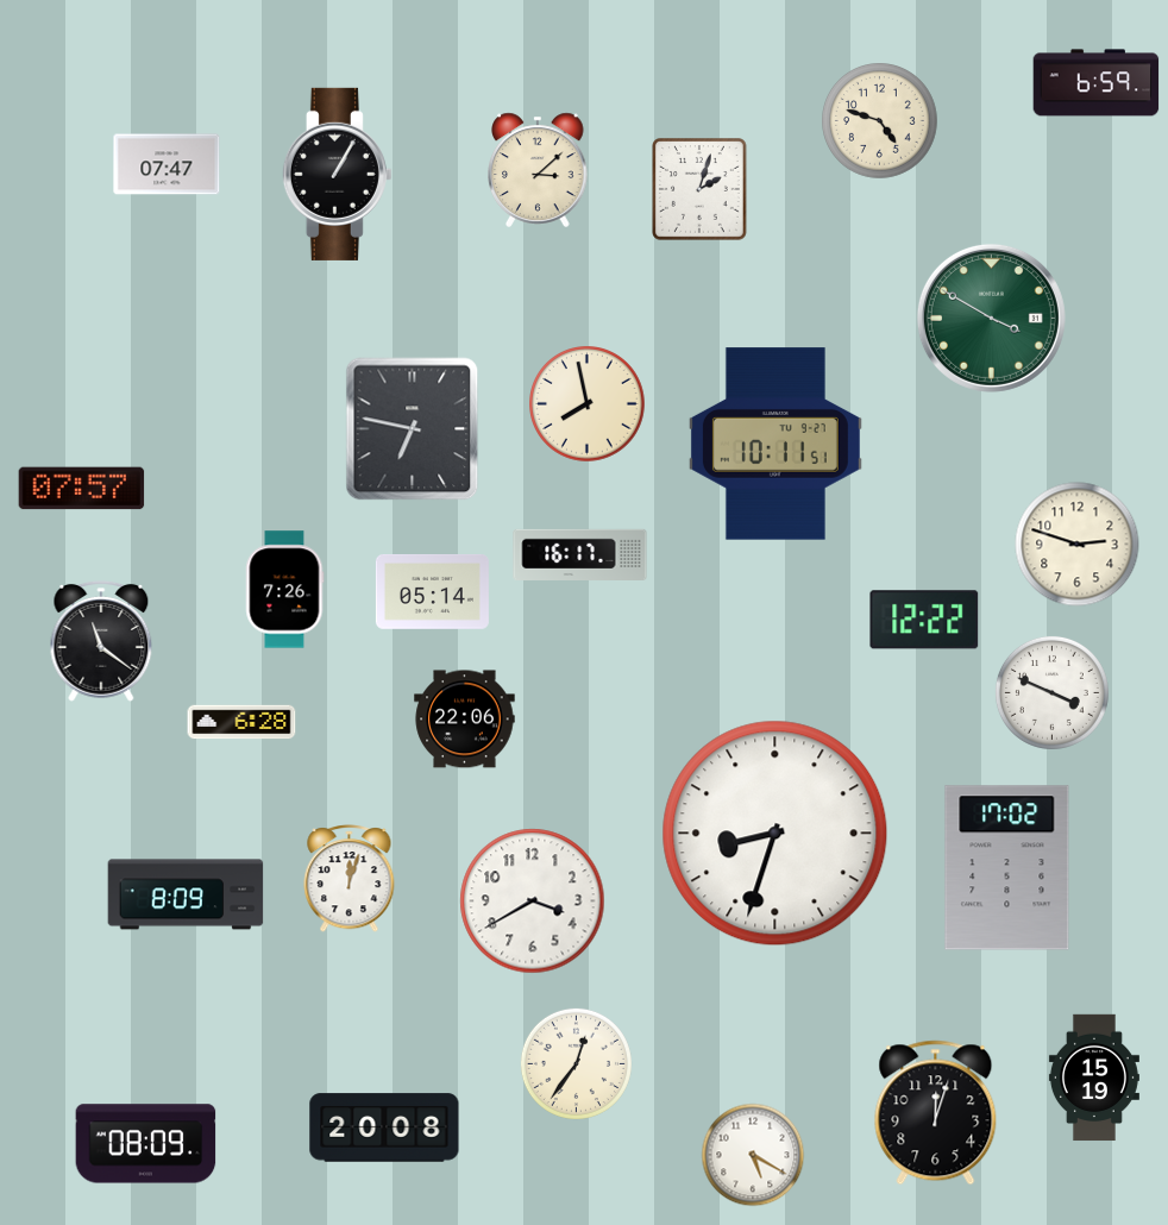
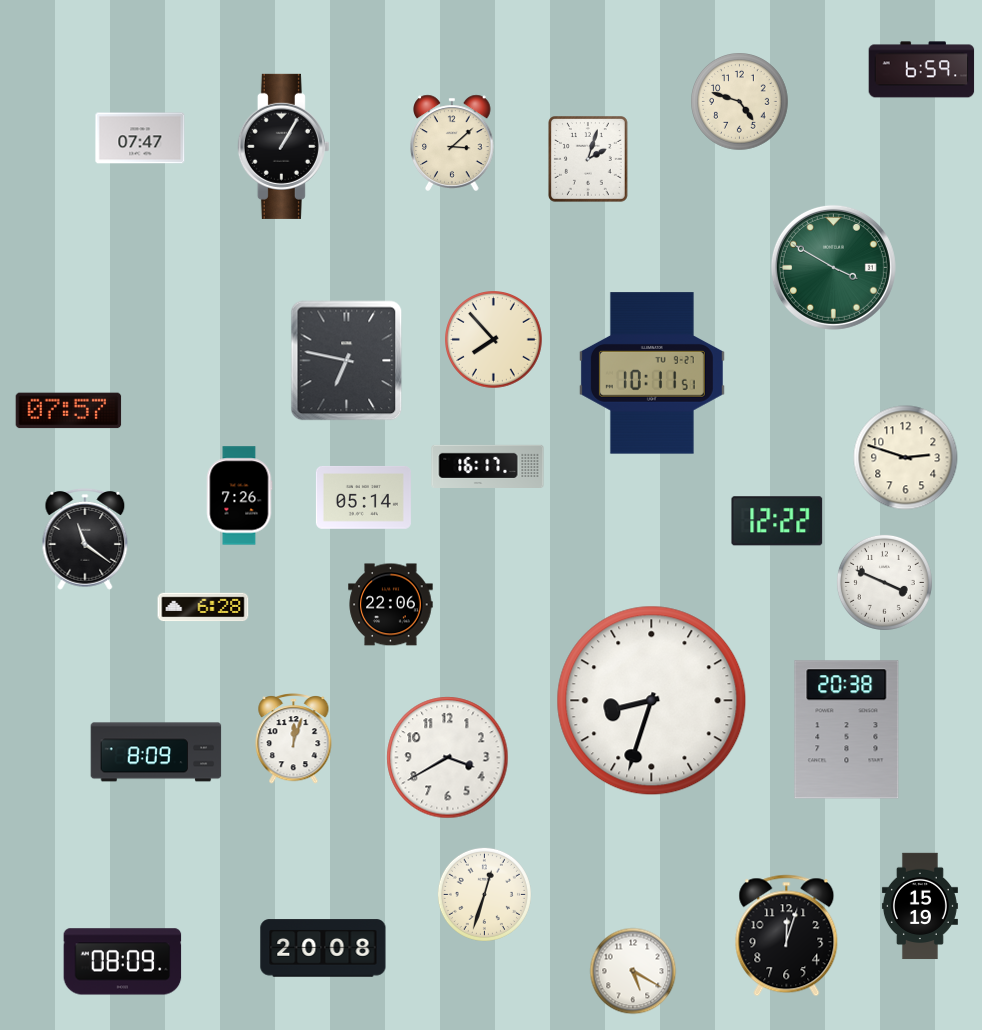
clock at (588, 404): 7:58 -> 7:53
clock at (1007, 868): 17:02 -> 20:38
clock at (576, 1063): 12:36 -> 12:33
